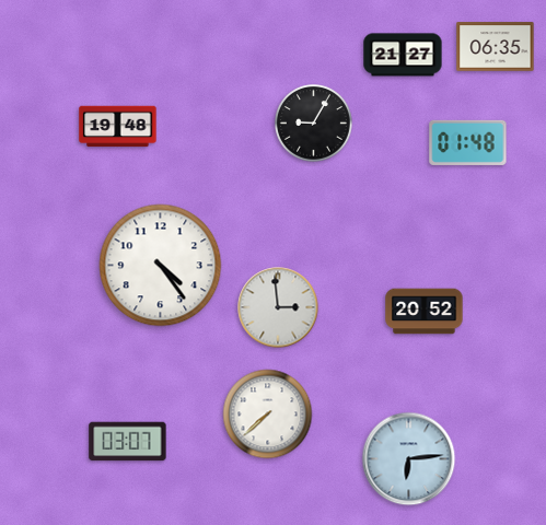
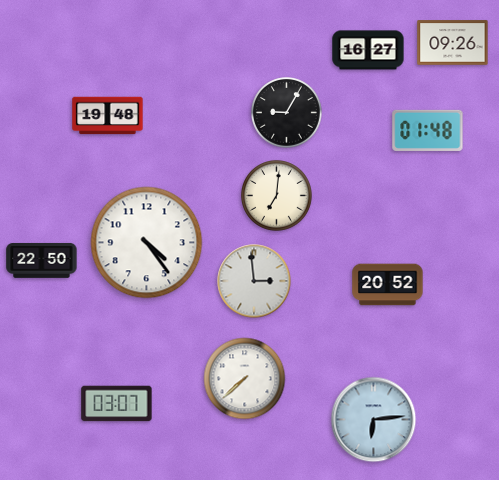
clock at (496, 47): 06:35 -> 09:26
clock at (403, 55): 21:27 -> 16:27
clock at (277, 196): none -> 7:01
clock at (42, 260): none -> 22:50
